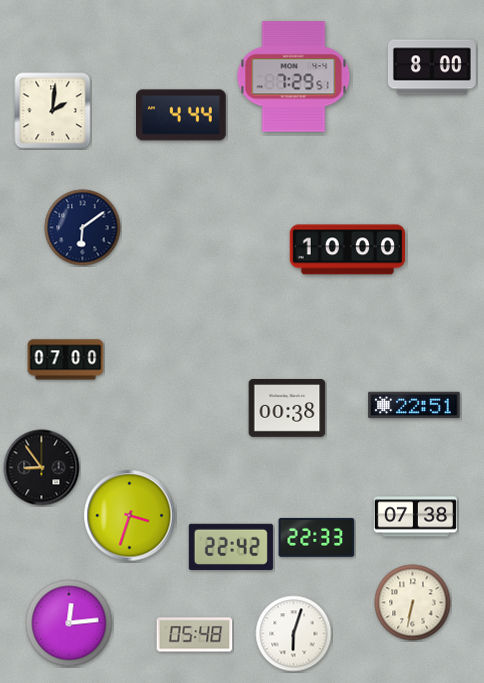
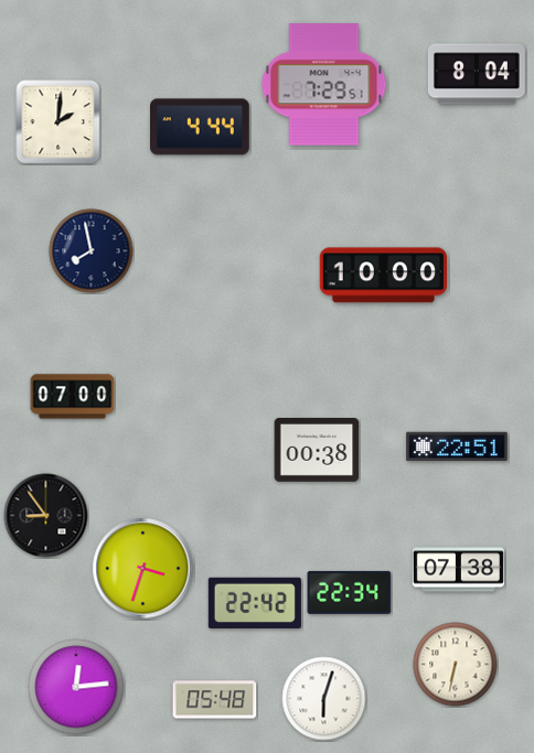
clock at (432, 67): 8:00 -> 8:04
clock at (83, 228): 6:09 -> 7:58
clock at (317, 537): 22:33 -> 22:34
